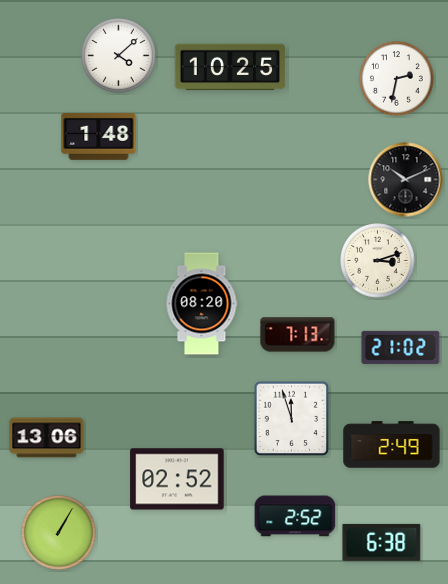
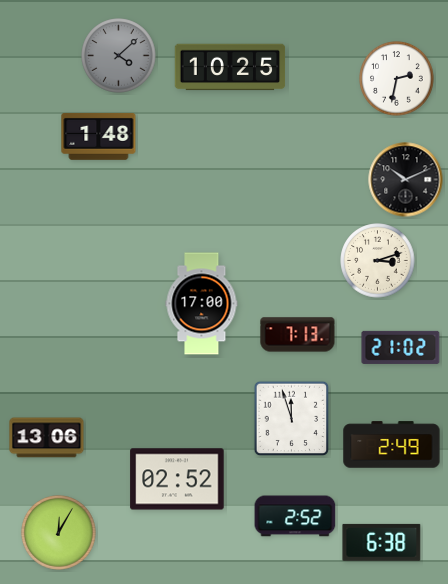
clock at (119, 56) dial: white -> grey
clock at (202, 304): 08:20 -> 17:00
clock at (59, 533): 1:05 -> 12:05
